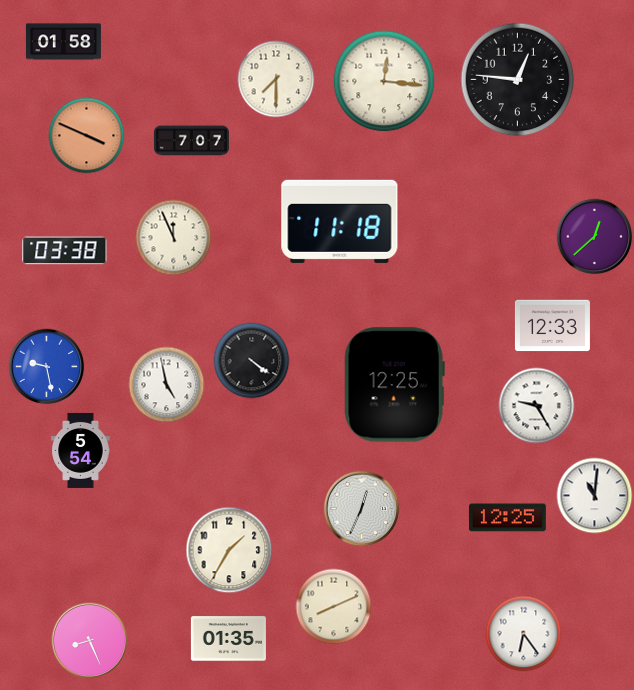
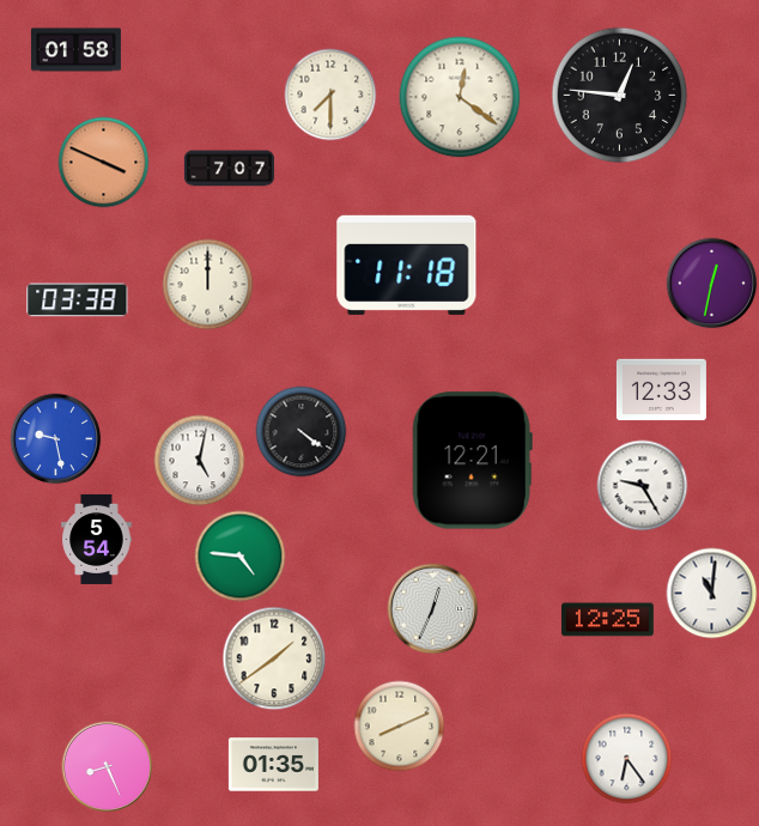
clock at (384, 81): 12:16 -> 12:21
clock at (595, 237): 12:38 -> 12:32
clock at (174, 238): 11:56 -> 12:00
clock at (167, 385): 4:58 -> 5:02
clock at (394, 385): 12:25 -> 12:21
clock at (241, 557): none -> 4:46
clock at (229, 550): 1:35 -> 1:39
